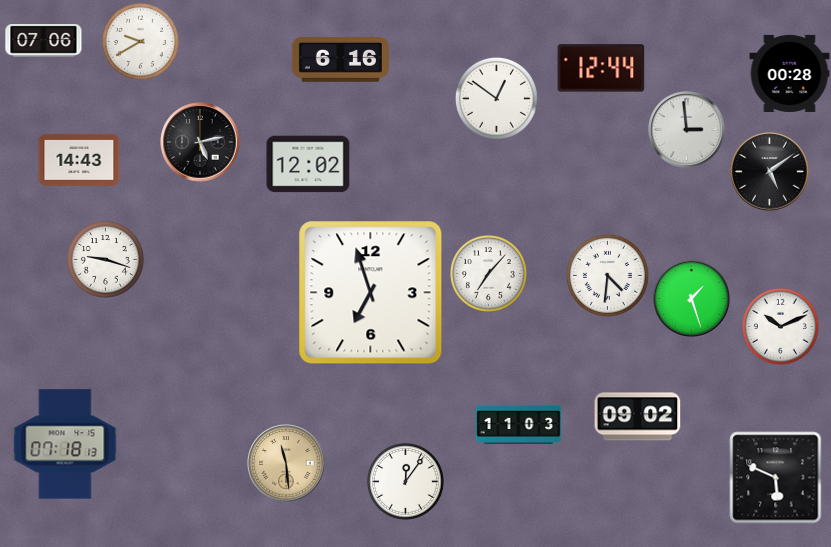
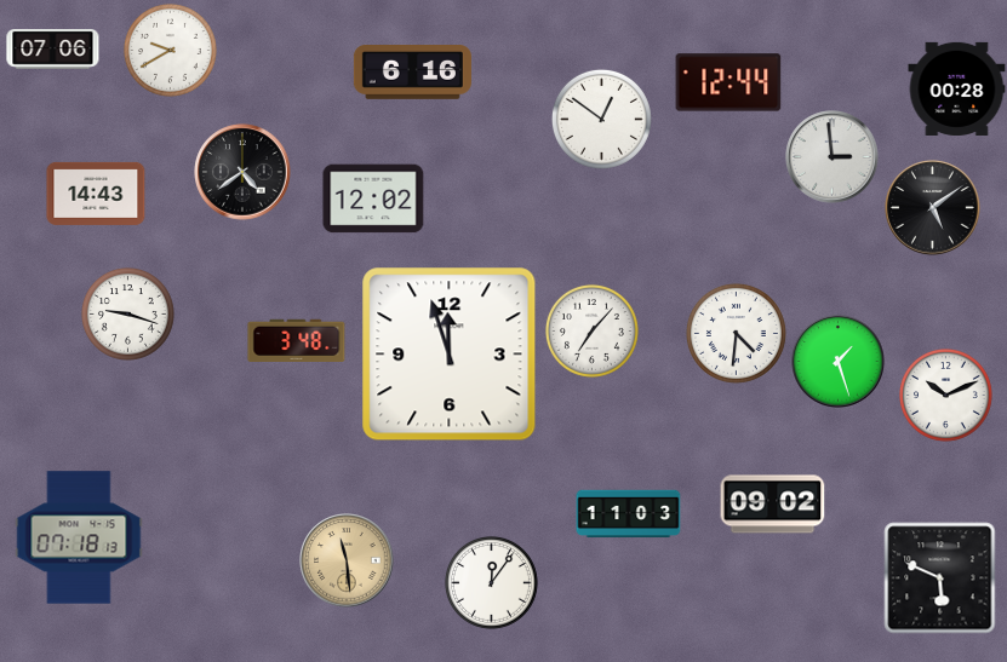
clock at (200, 142): 5:13 -> 4:39
clock at (297, 340): none -> 3:48
clock at (371, 293): 6:57 -> 11:57
